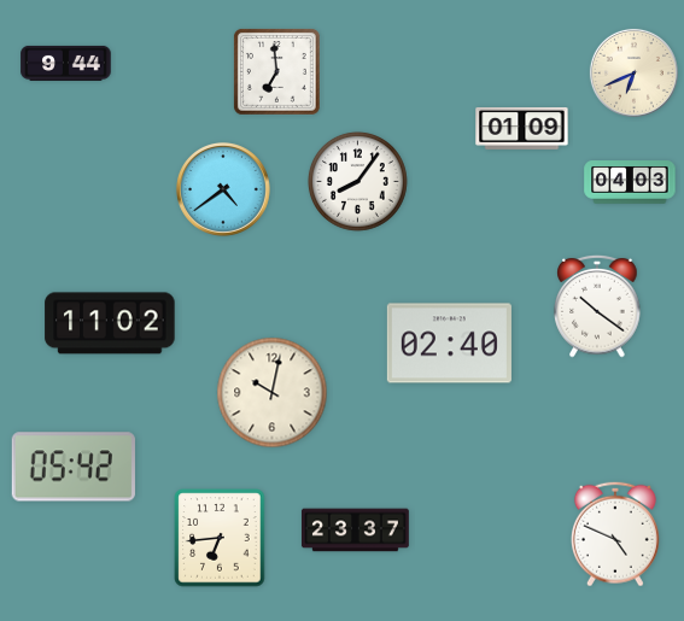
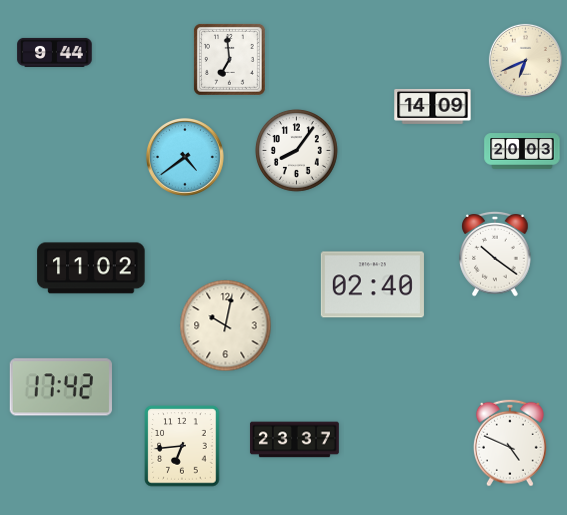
clock at (522, 128): 01:09 -> 14:09
clock at (630, 182): 04:03 -> 20:03
clock at (74, 467): 05:42 -> 17:42
